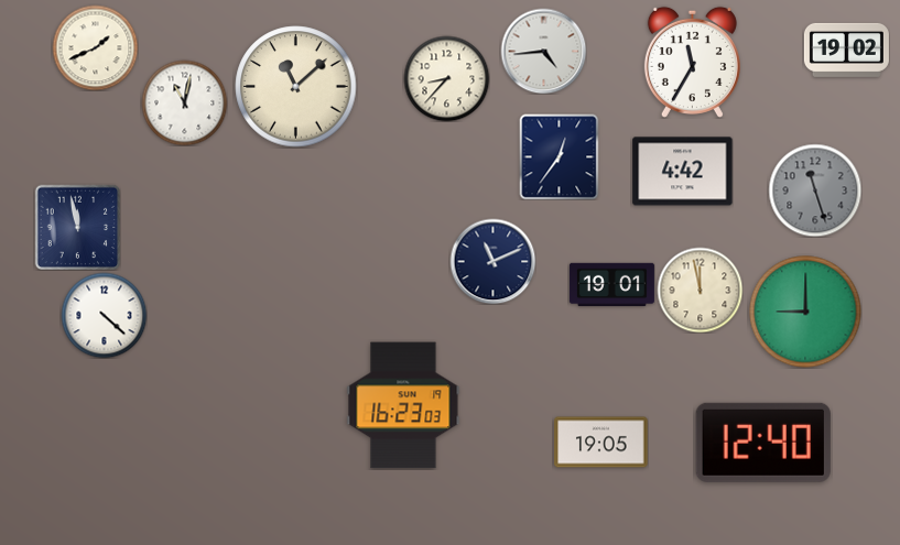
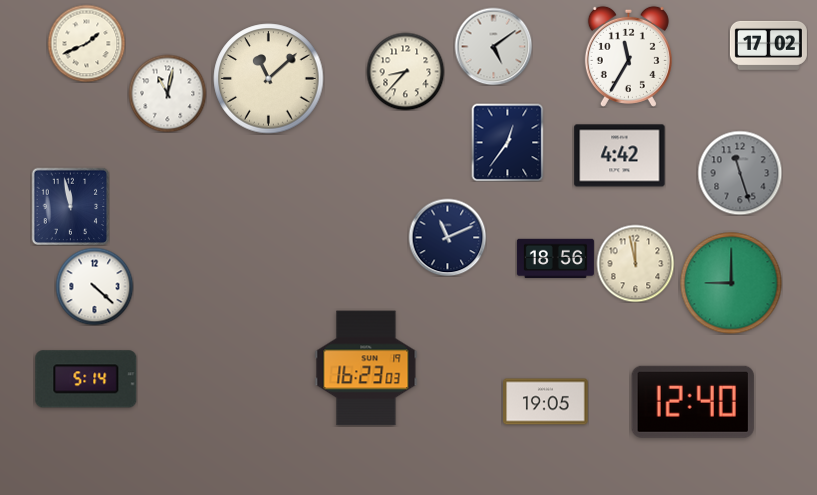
clock at (846, 50): 19:02 -> 17:02
clock at (543, 51): 4:44 -> 5:09
clock at (611, 285): 19:01 -> 18:56
clock at (86, 379): none -> 5:14
